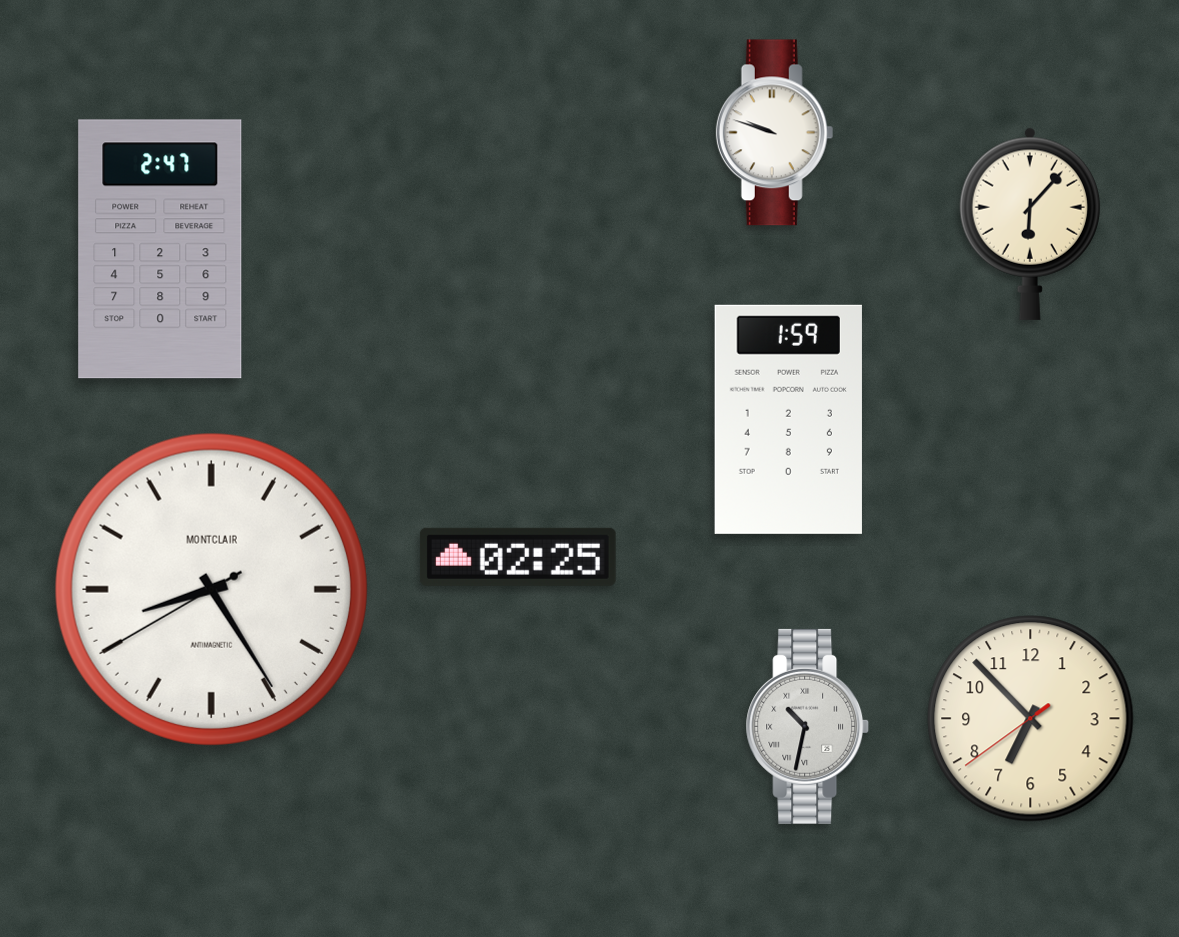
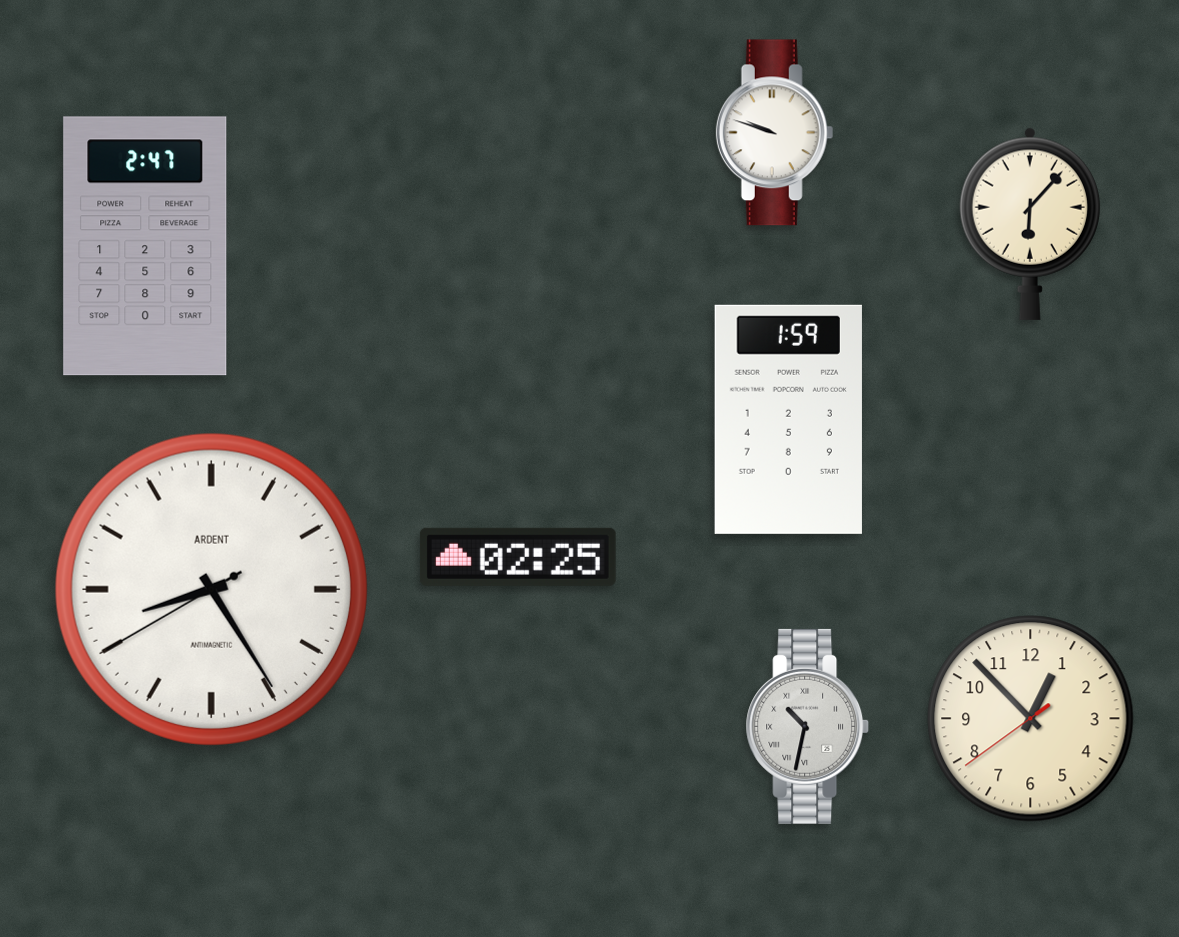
clock at (160, 249) position: (160, 249) -> (145, 246)
clock at (211, 589) brand: MONTCLAIR -> ARDENT
clock at (1031, 719): 6:52 -> 12:52
